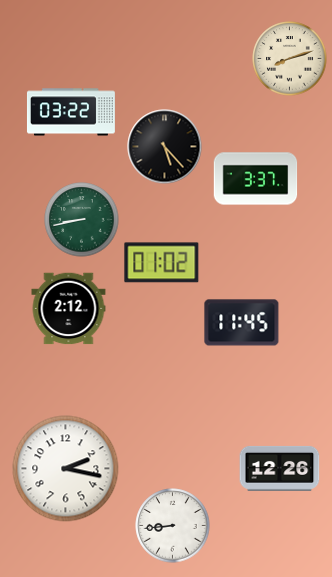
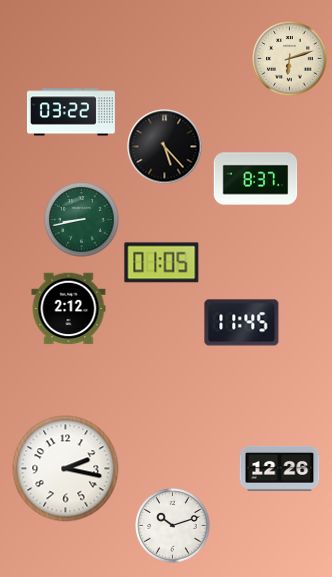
clock at (290, 59): 8:12 -> 6:12
clock at (256, 179): 3:37 -> 8:37
clock at (162, 263): 01:02 -> 01:05
clock at (173, 526): 8:44 -> 10:12
